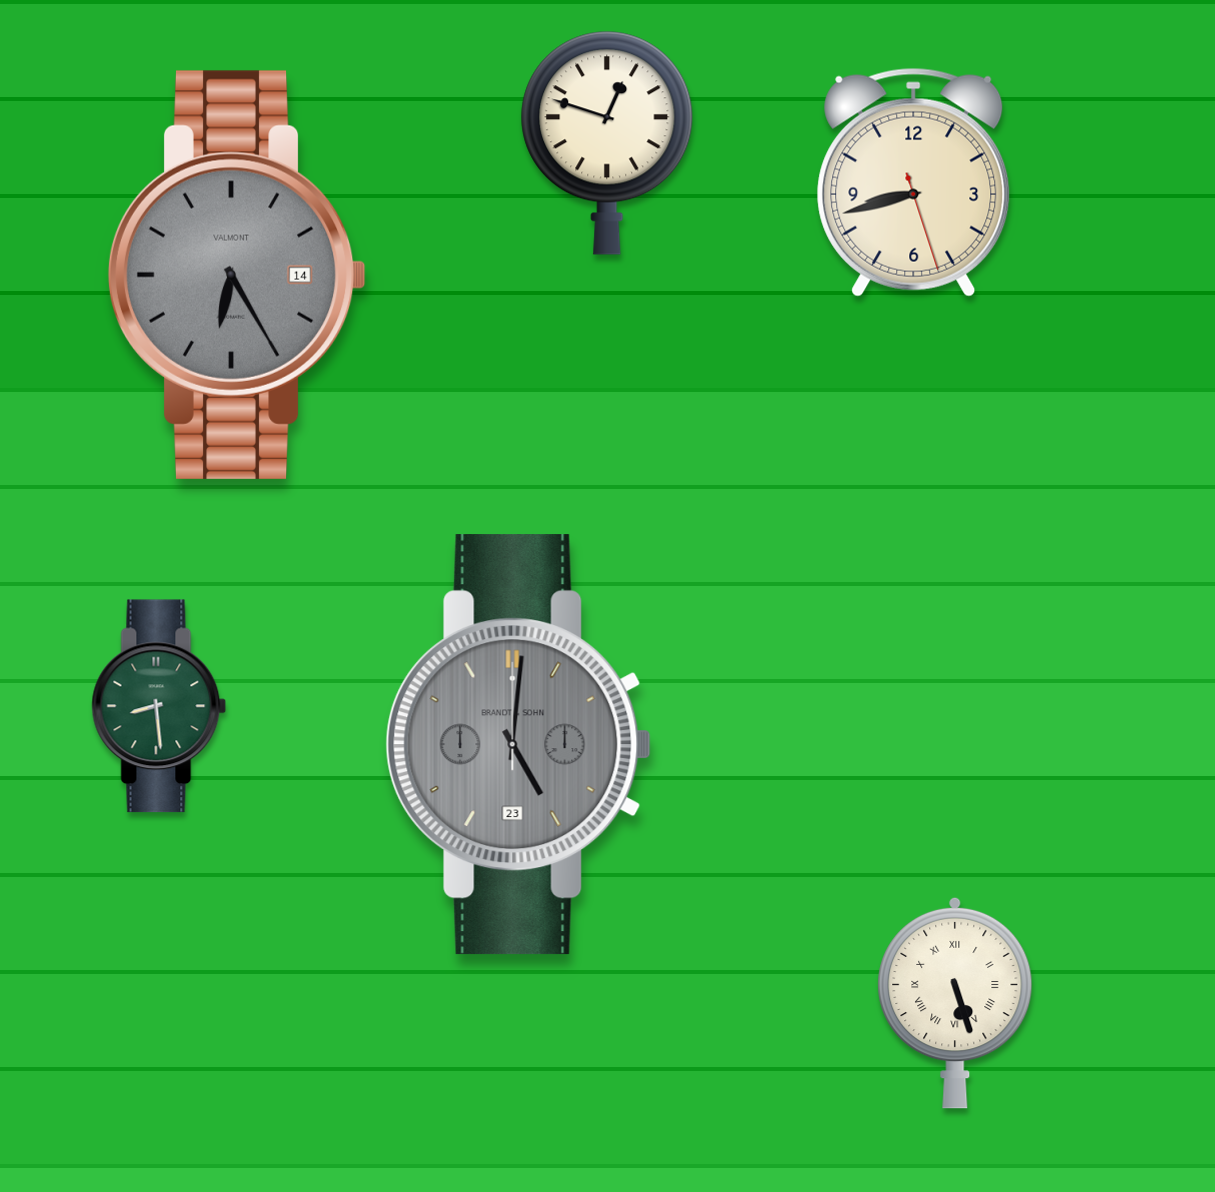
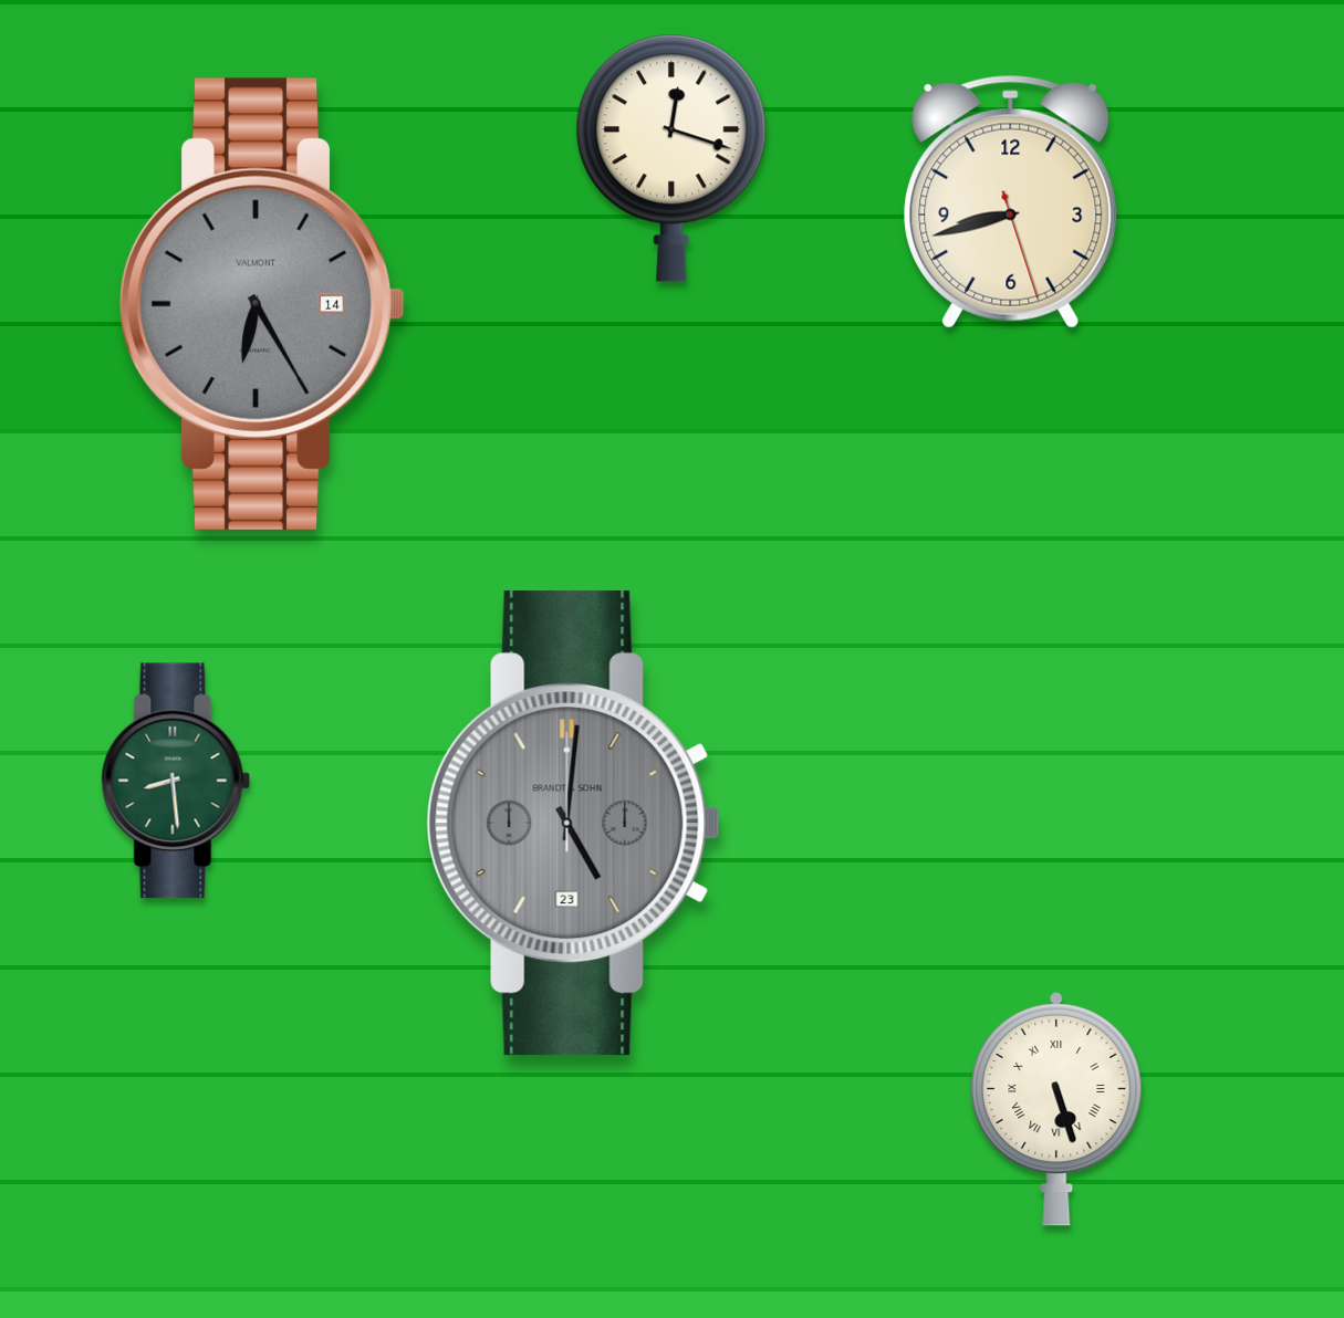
clock at (607, 143): 12:48 -> 12:18
